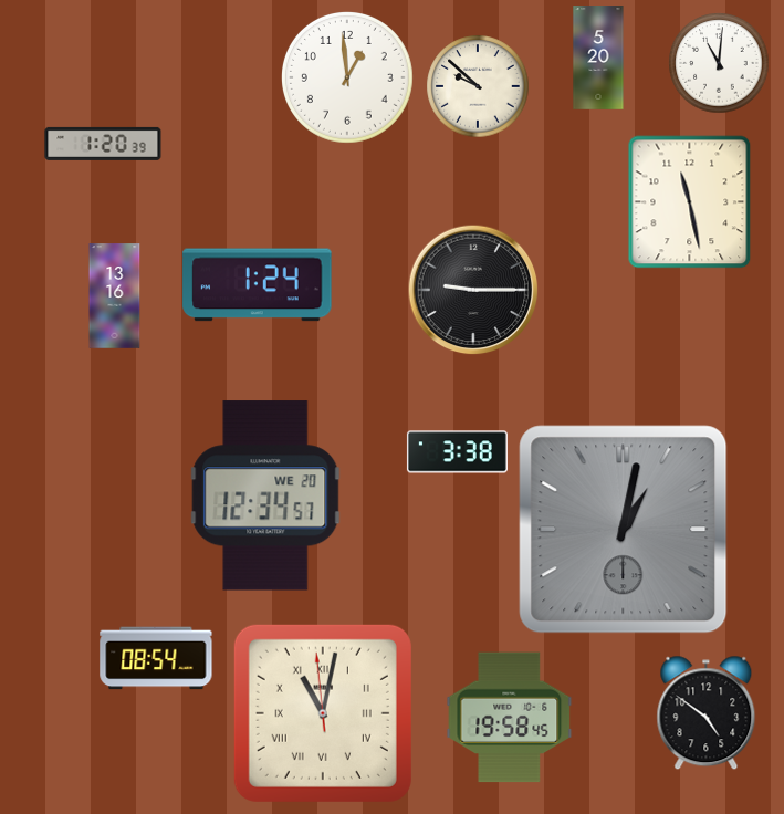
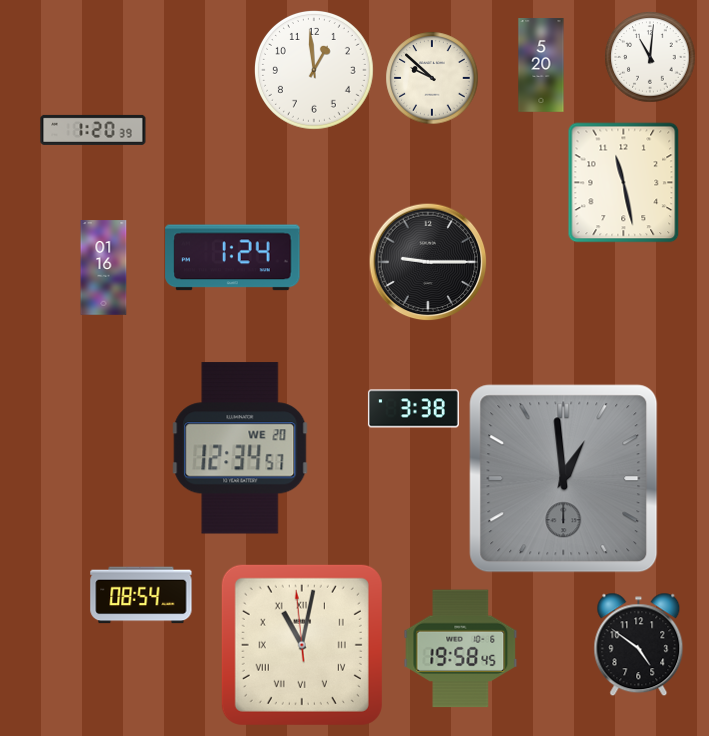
clock at (598, 58) position: (598, 58) -> (541, 65)
clock at (115, 296): 13:16 -> 01:16
clock at (624, 530): 1:02 -> 12:59
clock at (323, 713) position: (323, 713) -> (302, 645)
